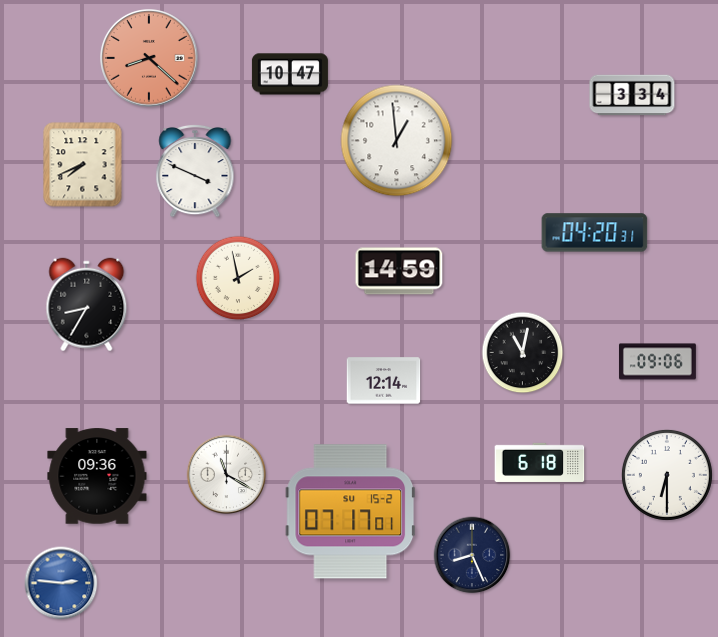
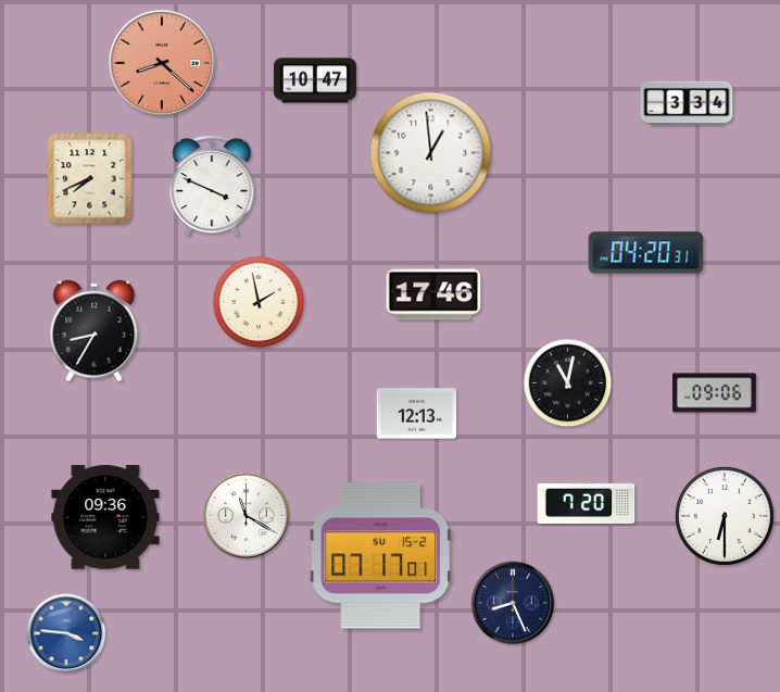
clock at (399, 271): 14:59 -> 17:46
clock at (384, 381): 12:14 -> 12:13
clock at (540, 462): 6:18 -> 7:20
clock at (61, 583): 2:46 -> 3:46
